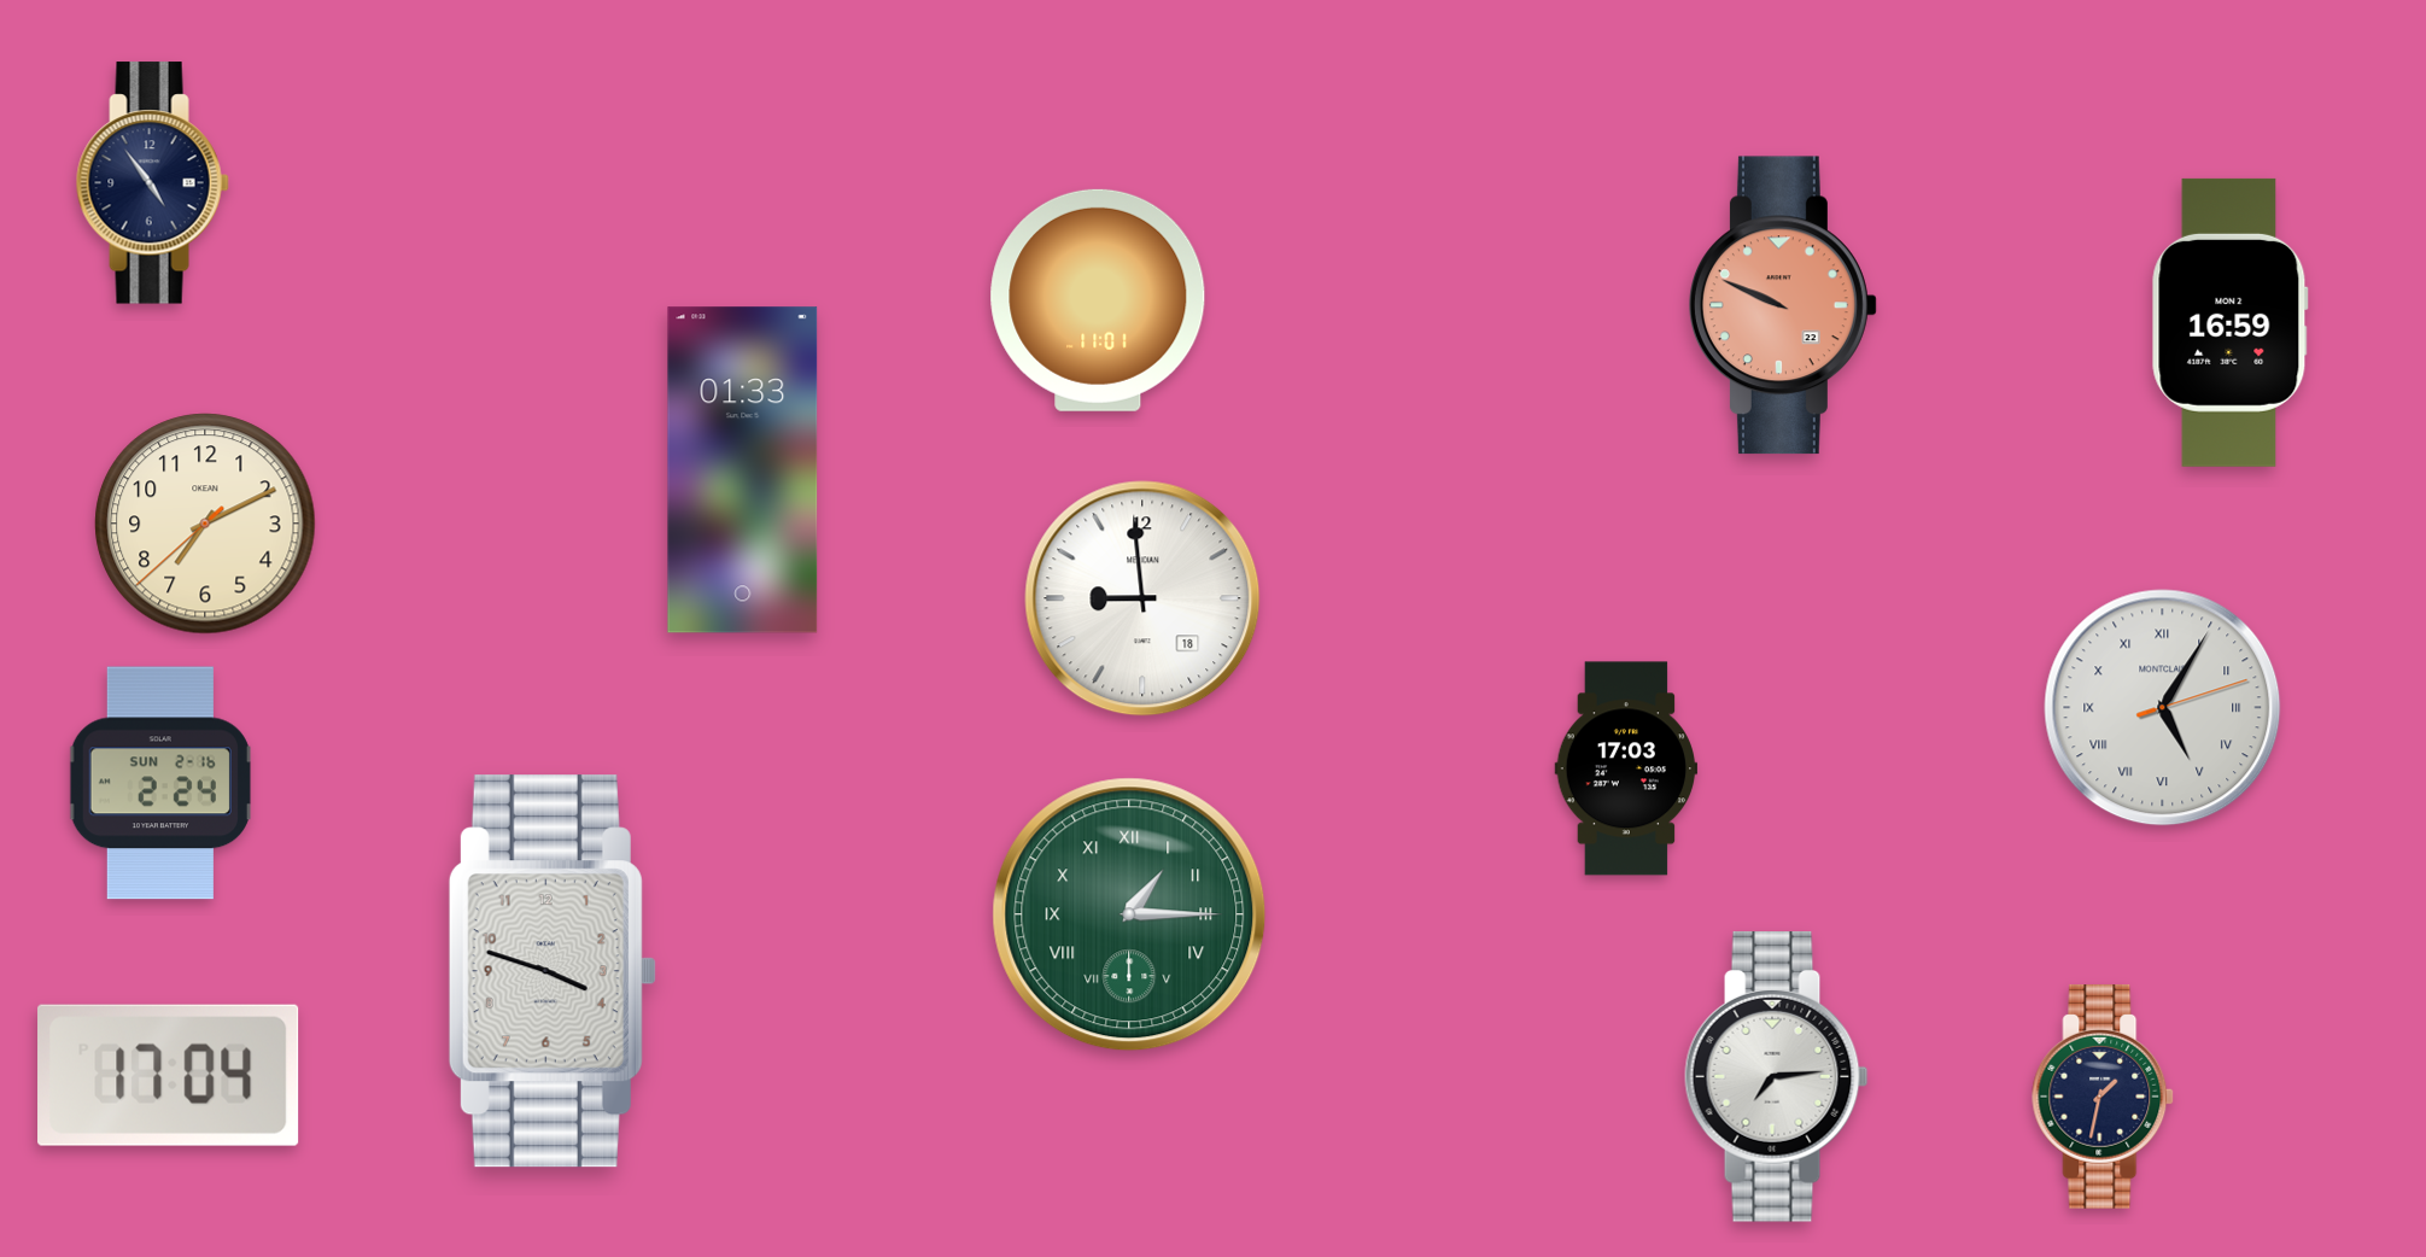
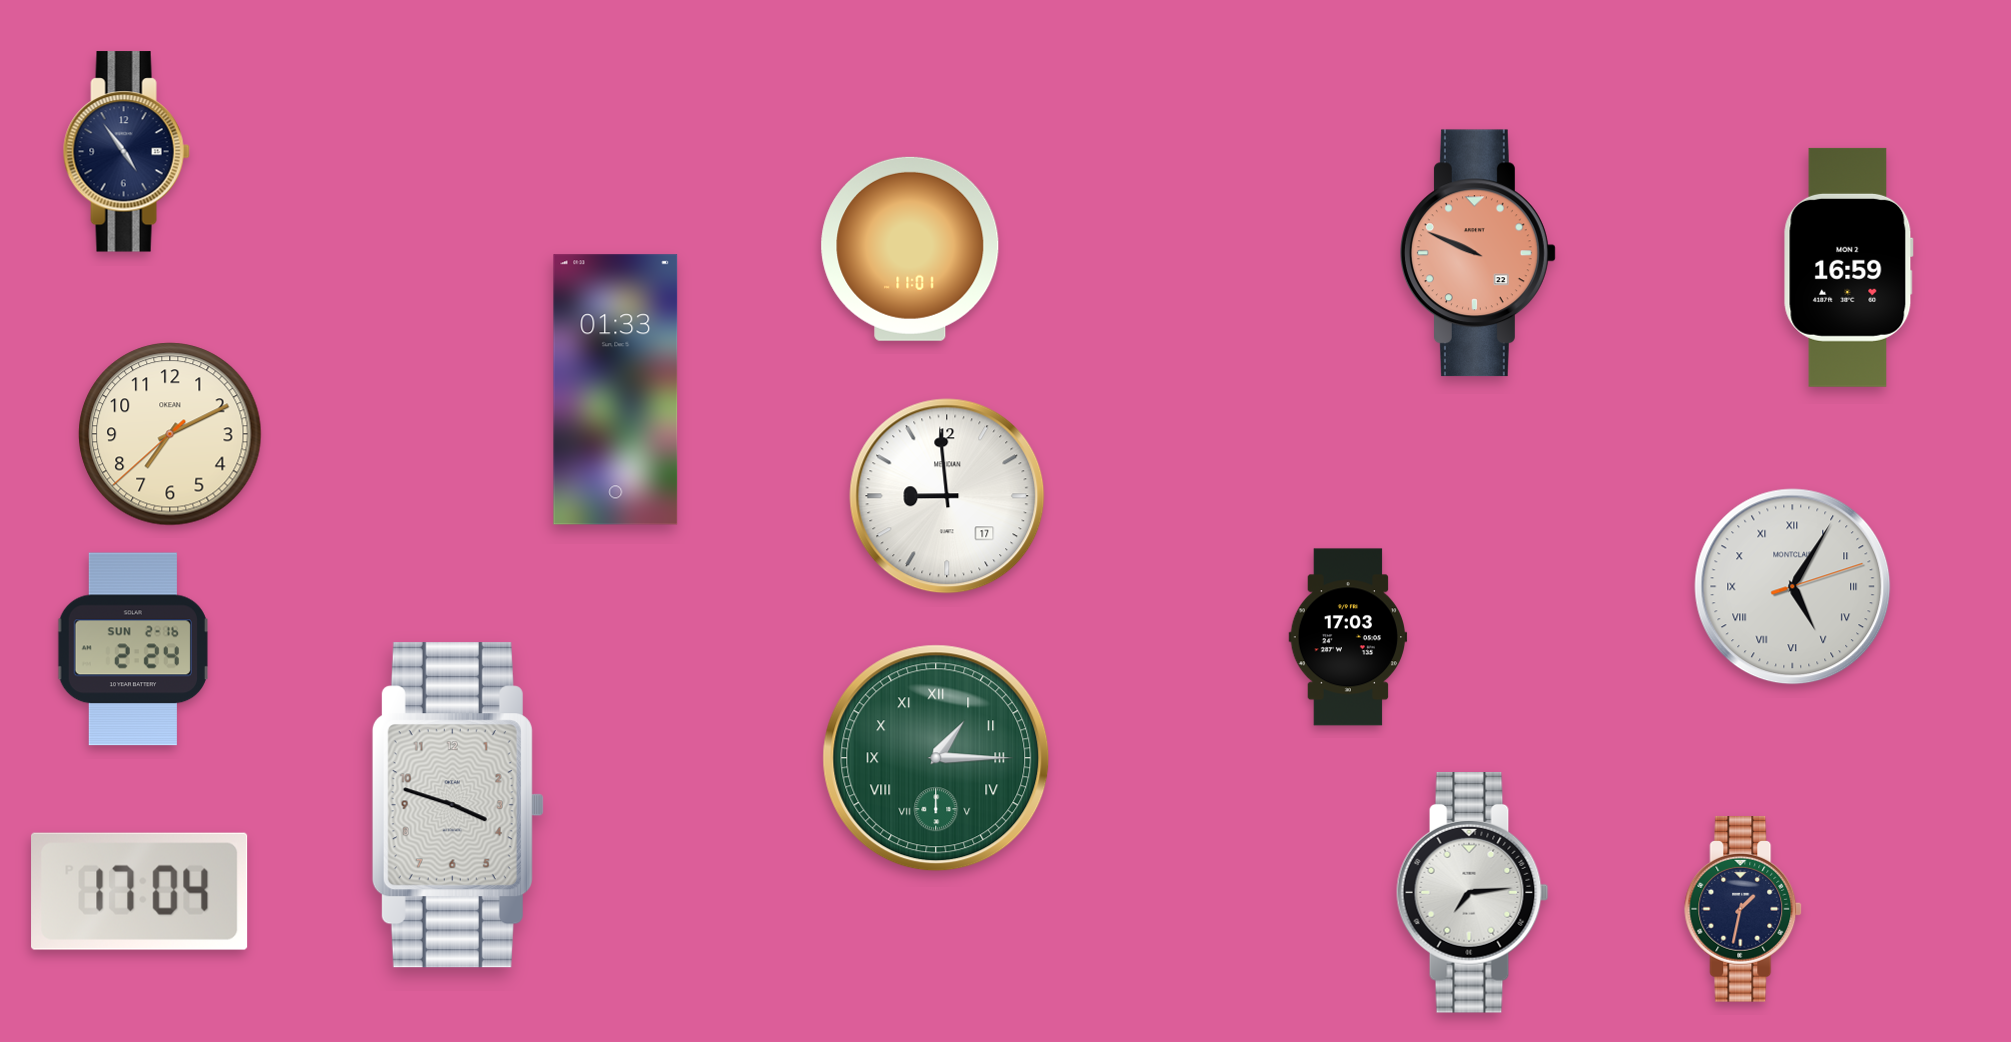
clock at (1142, 598) date: 18 -> 17
